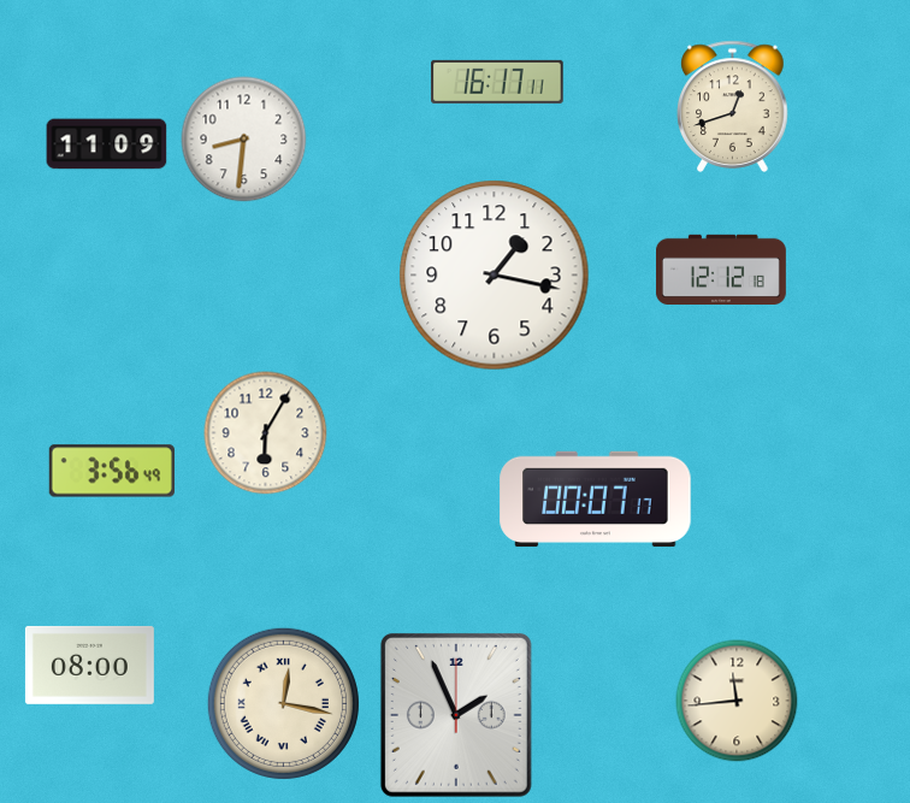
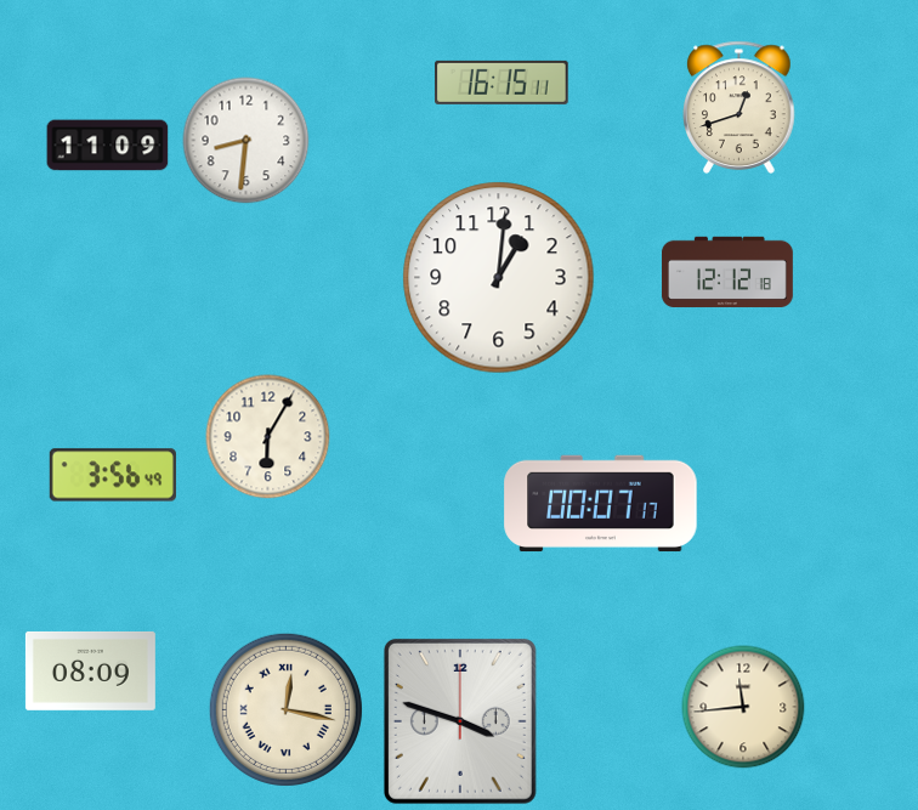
clock at (497, 82): 16:17 -> 16:15
clock at (495, 276): 1:17 -> 1:01
clock at (89, 665): 08:00 -> 08:09
clock at (456, 715): 1:56 -> 3:48
